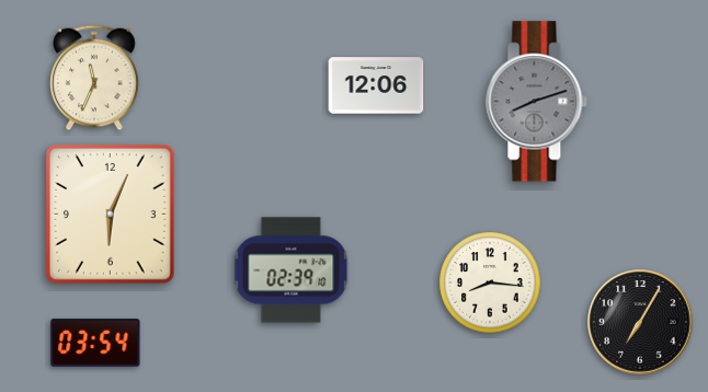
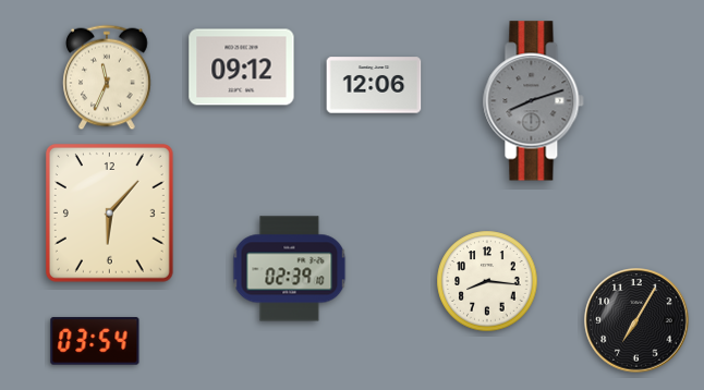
clock at (242, 68): none -> 09:12
clock at (94, 78) position: (94, 78) -> (107, 77)
clock at (110, 214): 6:04 -> 6:07
